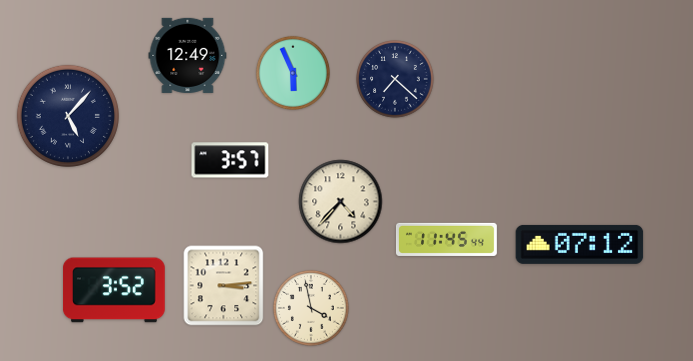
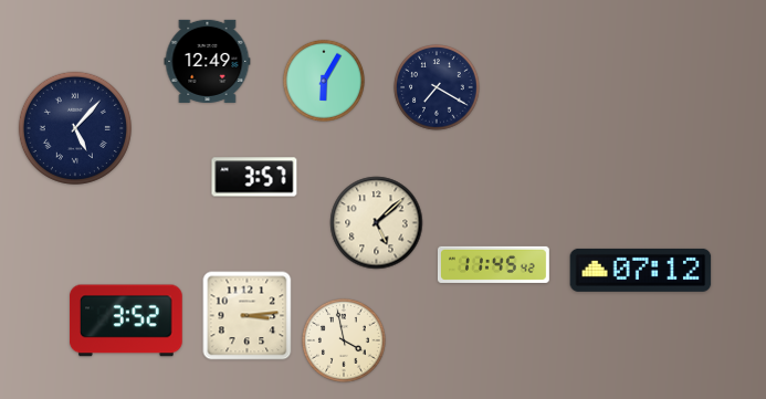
clock at (293, 73): 5:56 -> 6:05
clock at (395, 79): 7:22 -> 7:20
clock at (341, 202): 4:37 -> 5:08
clock at (446, 239): 11:45:44 -> 11:45:42
